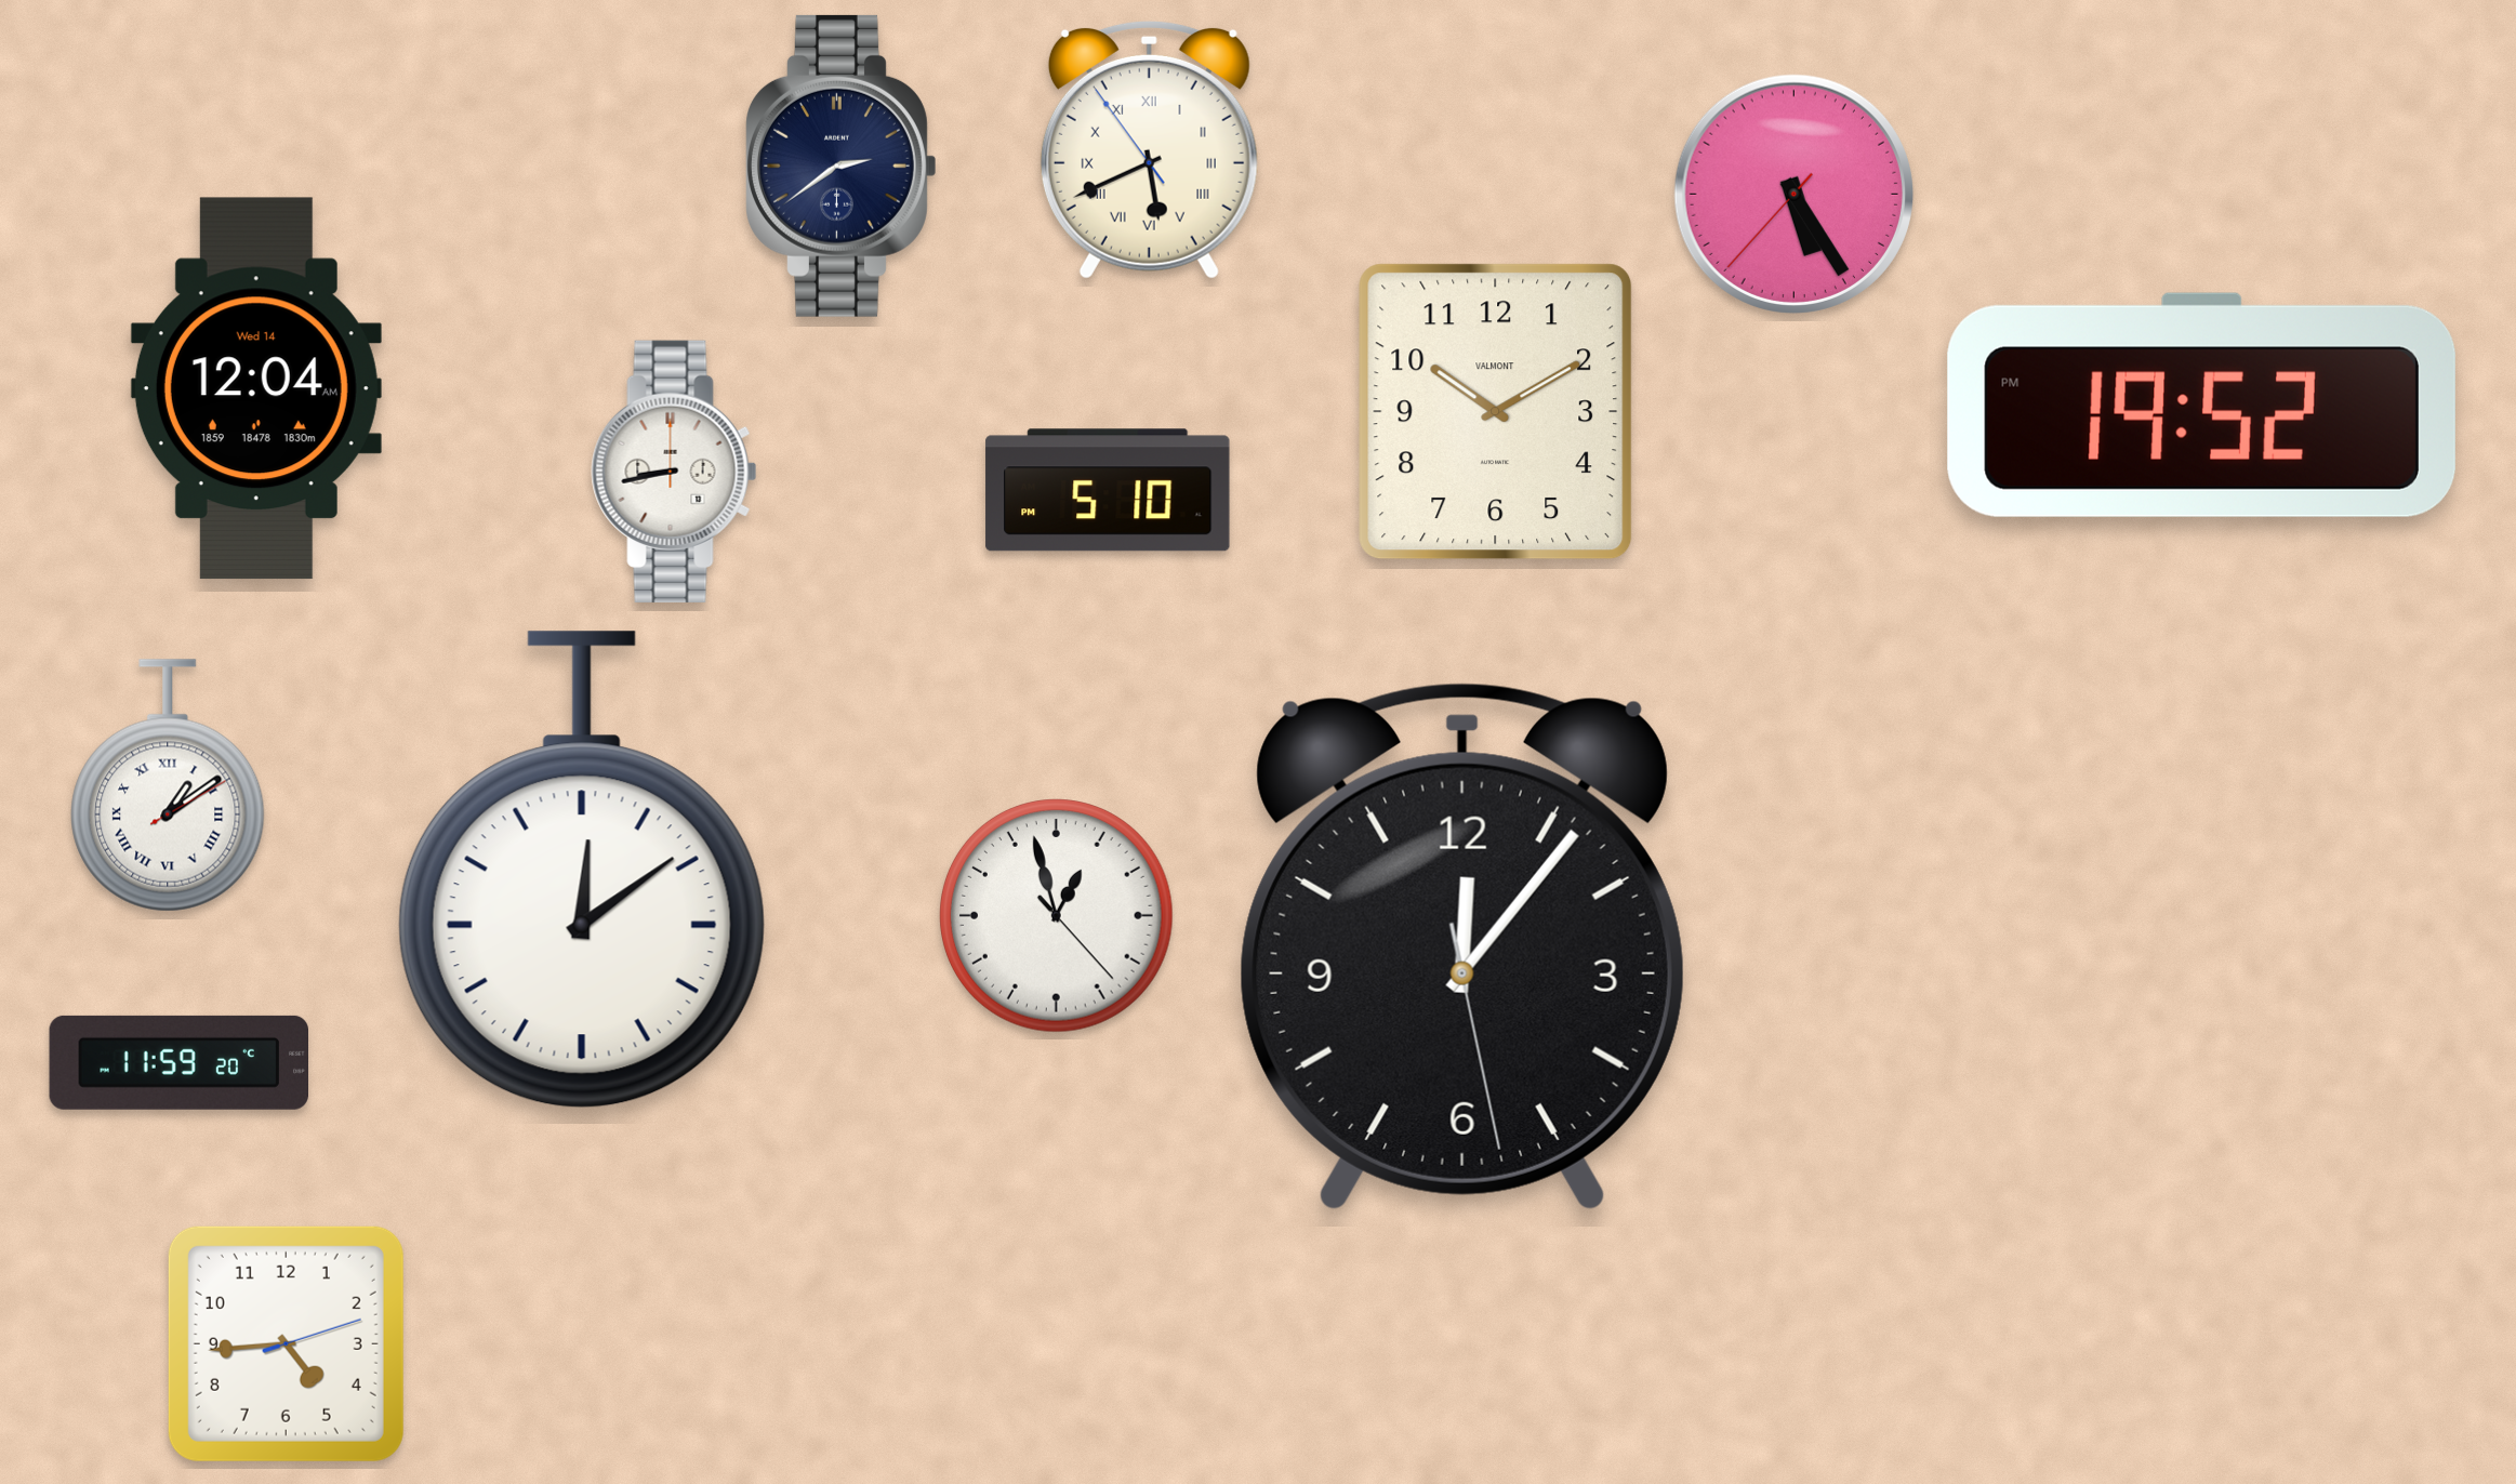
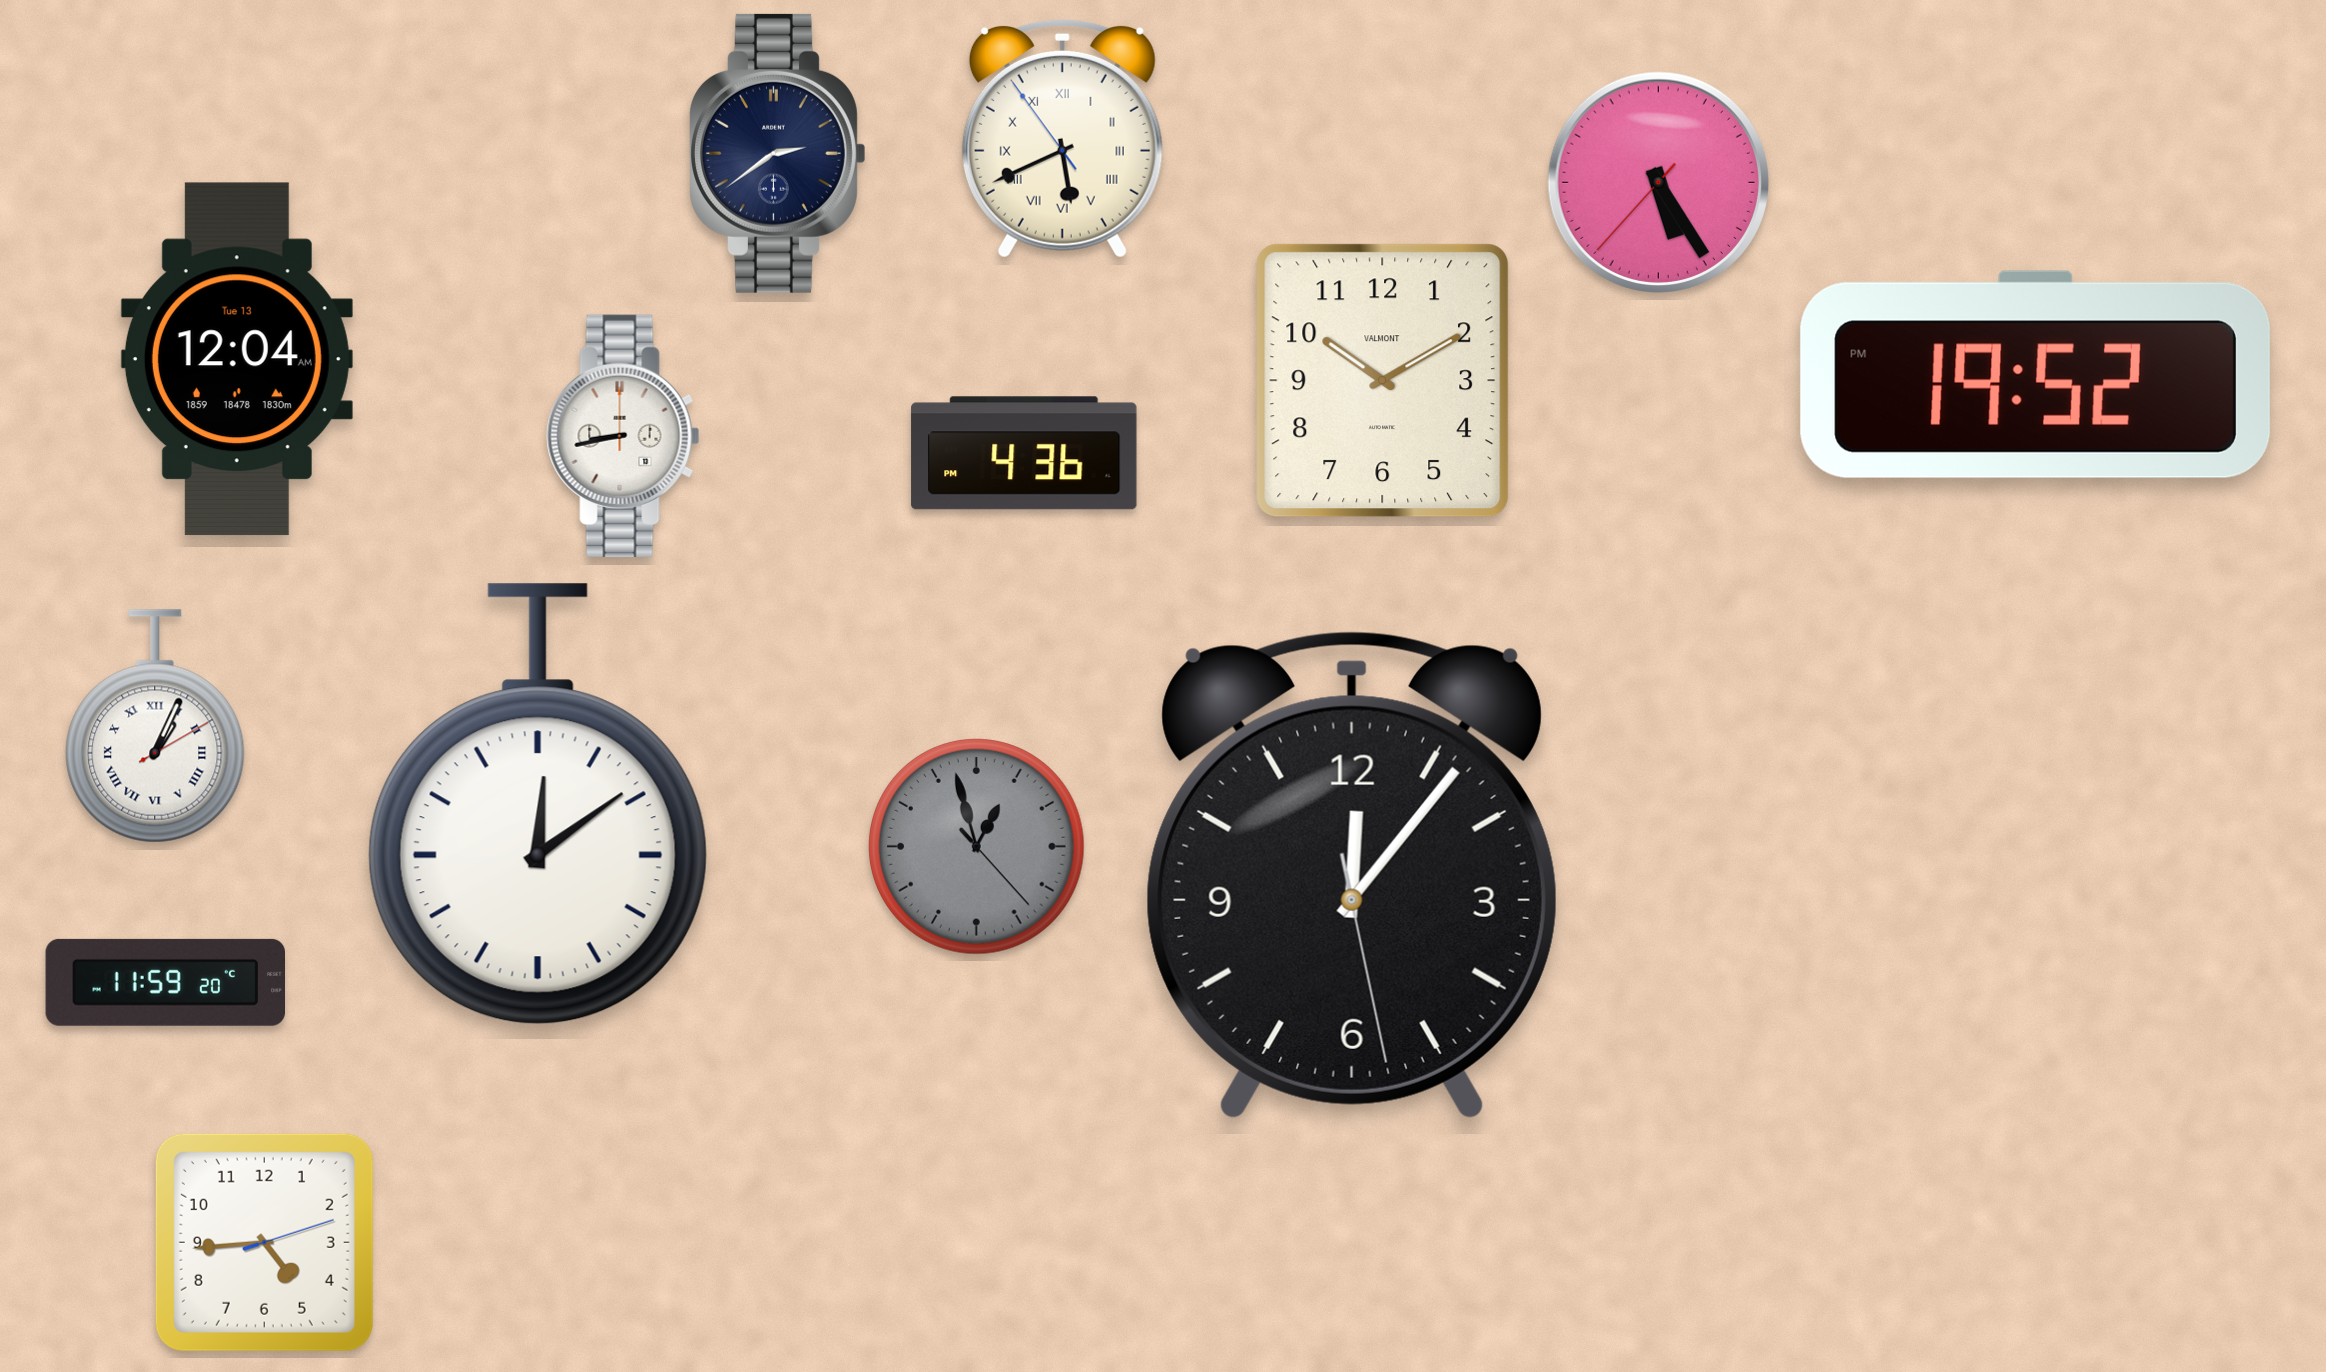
clock at (1793, 194) position: (1793, 194) -> (1658, 182)
clock at (256, 388) date: Wed 14 -> Tue 13
clock at (1108, 490): 5:10 -> 4:36
clock at (168, 785): 1:09 -> 1:04
clock at (1057, 916) dial: white -> grey
